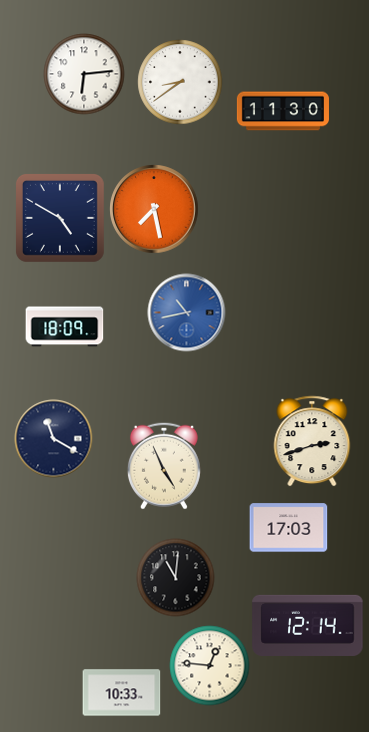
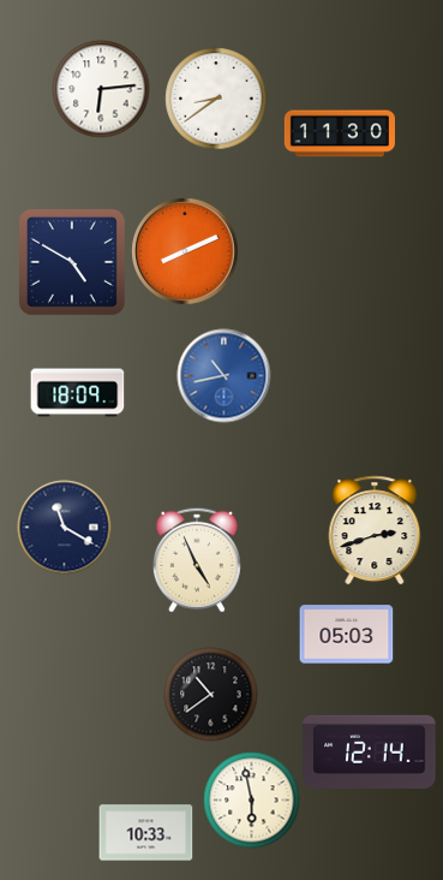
clock at (154, 209): 7:28 -> 8:11
clock at (288, 528): 17:03 -> 05:03
clock at (175, 577): 11:01 -> 10:39
clock at (209, 665): 12:46 -> 5:58
